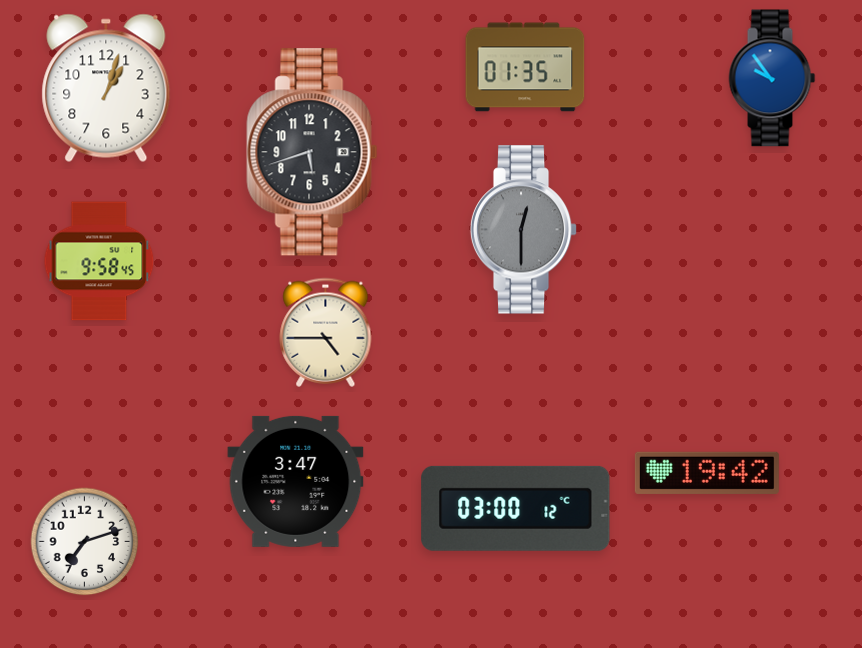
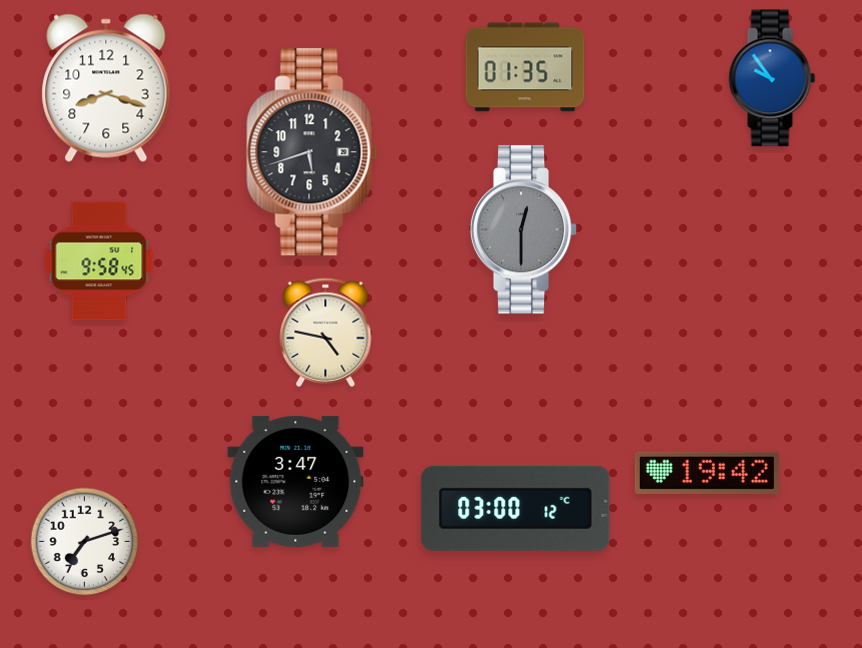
clock at (106, 88): 1:03 -> 8:18
clock at (326, 332): 4:45 -> 4:47
